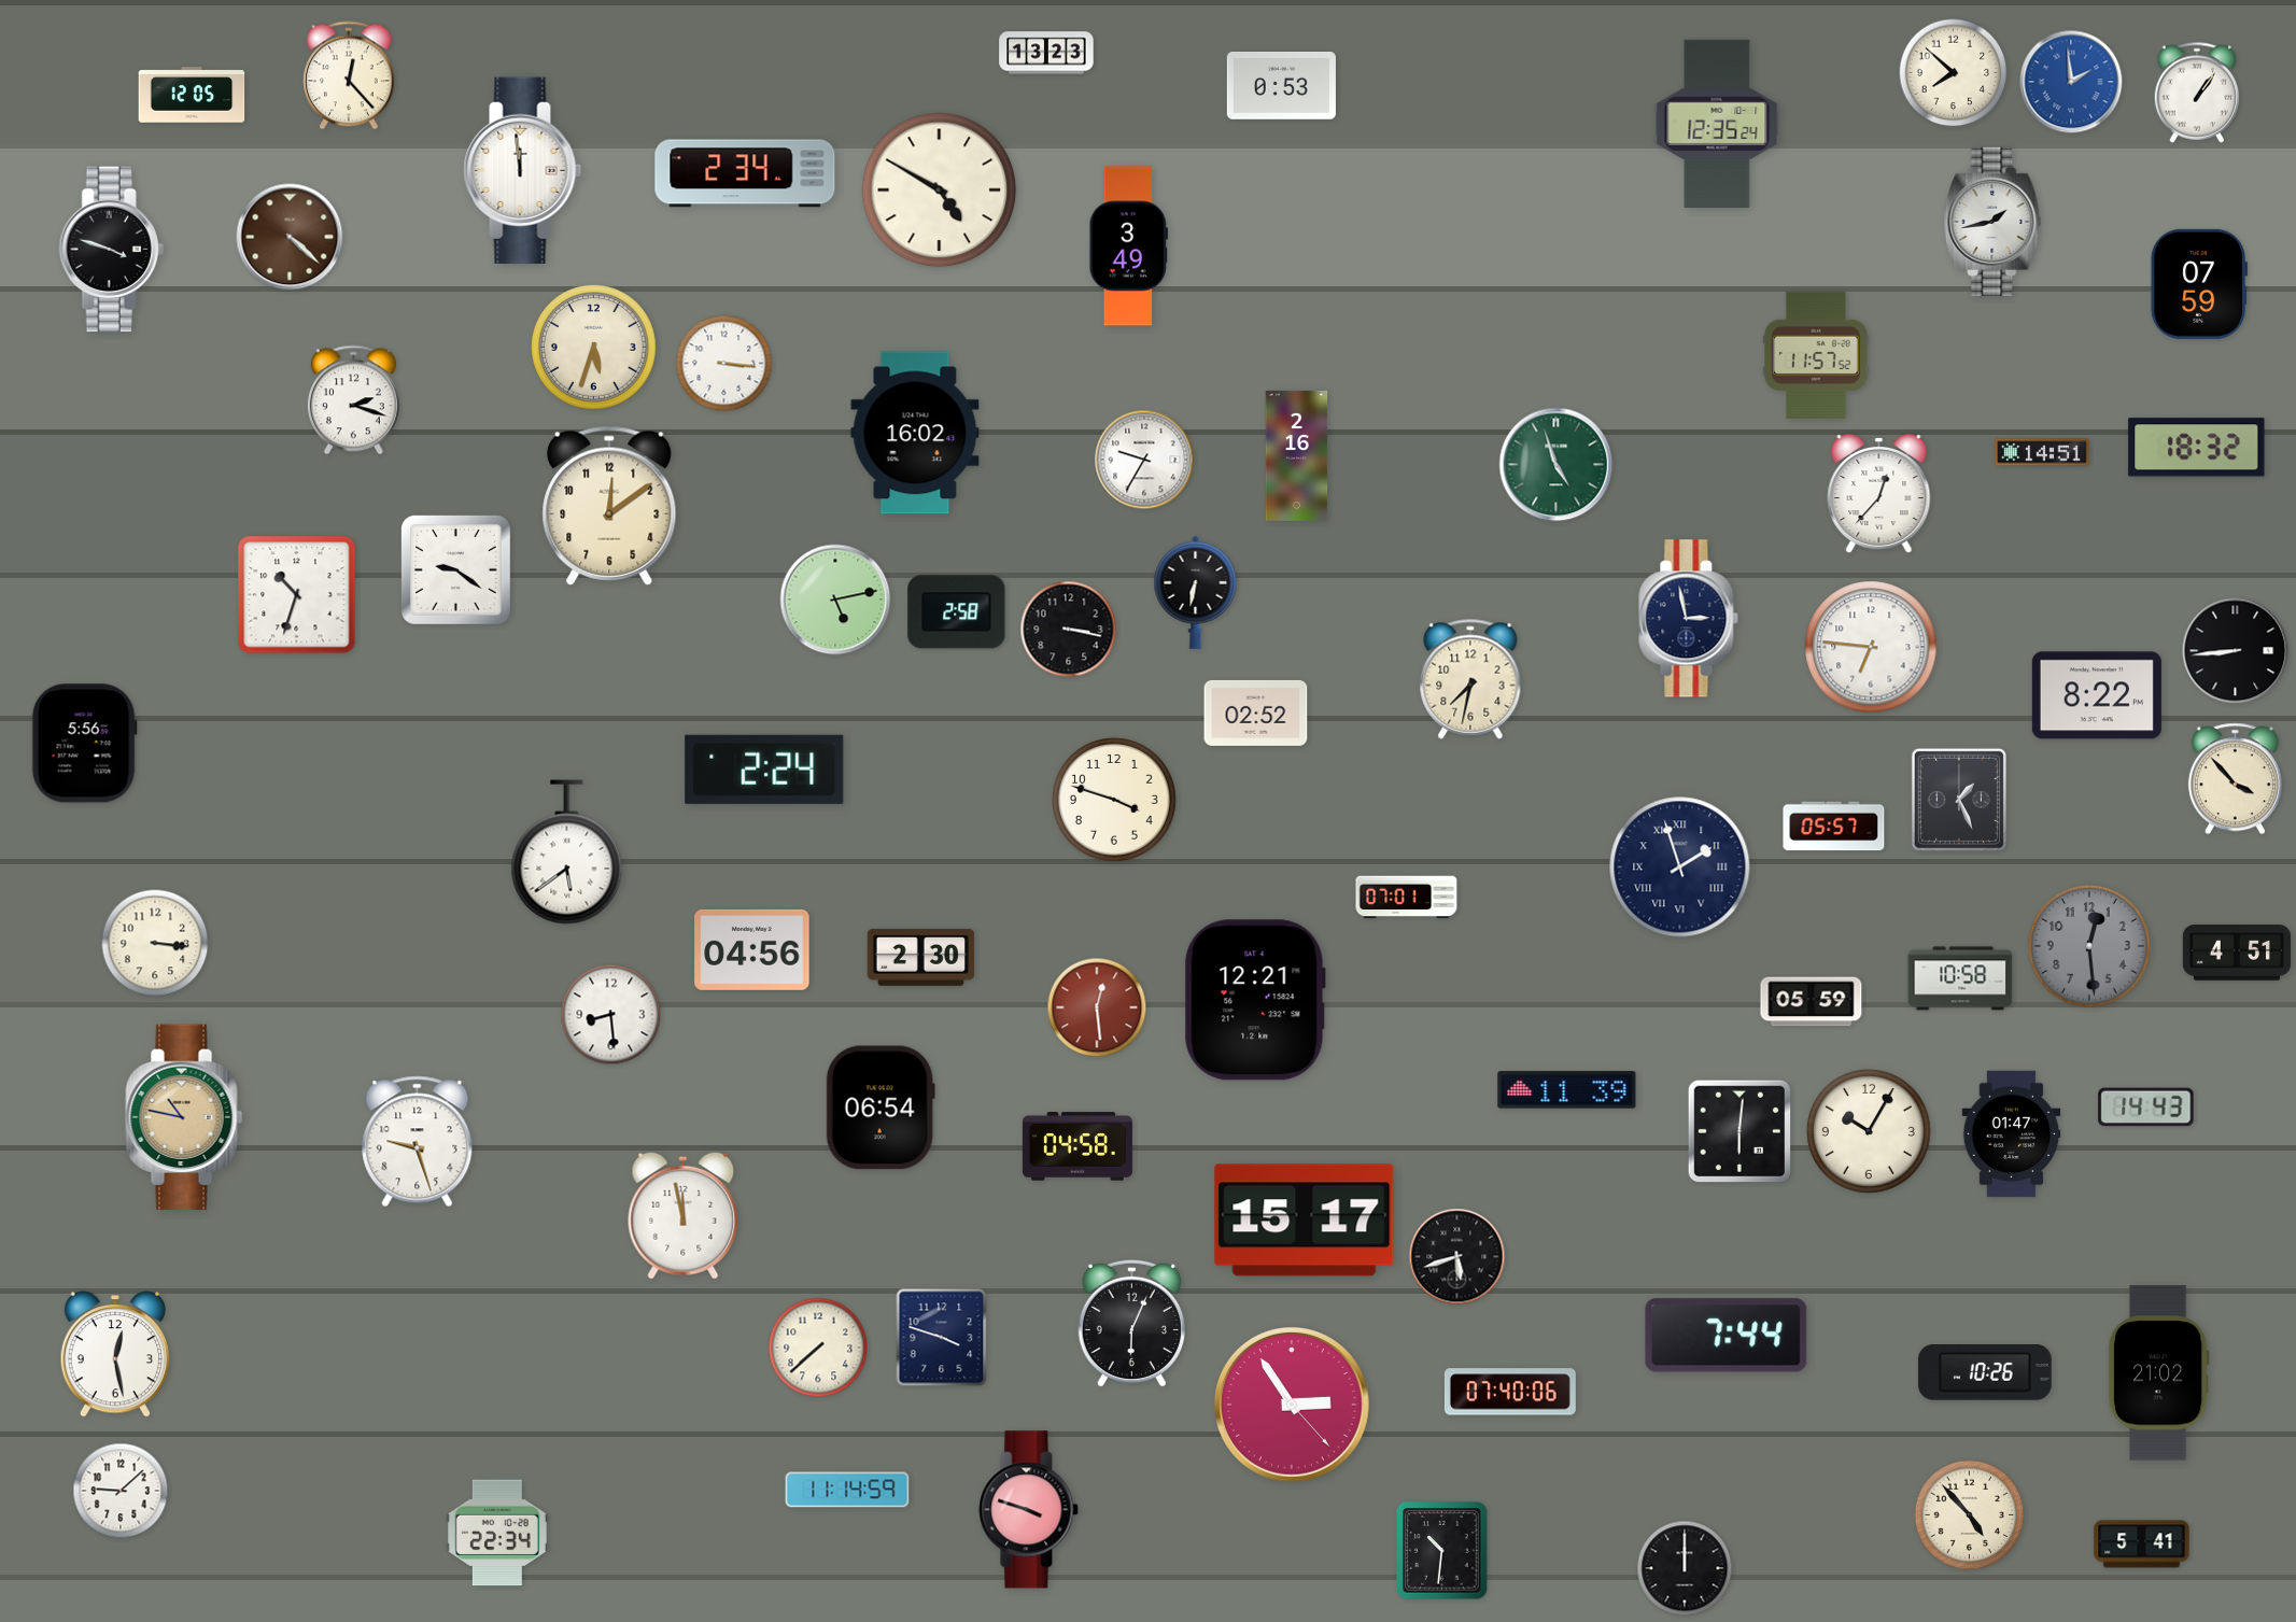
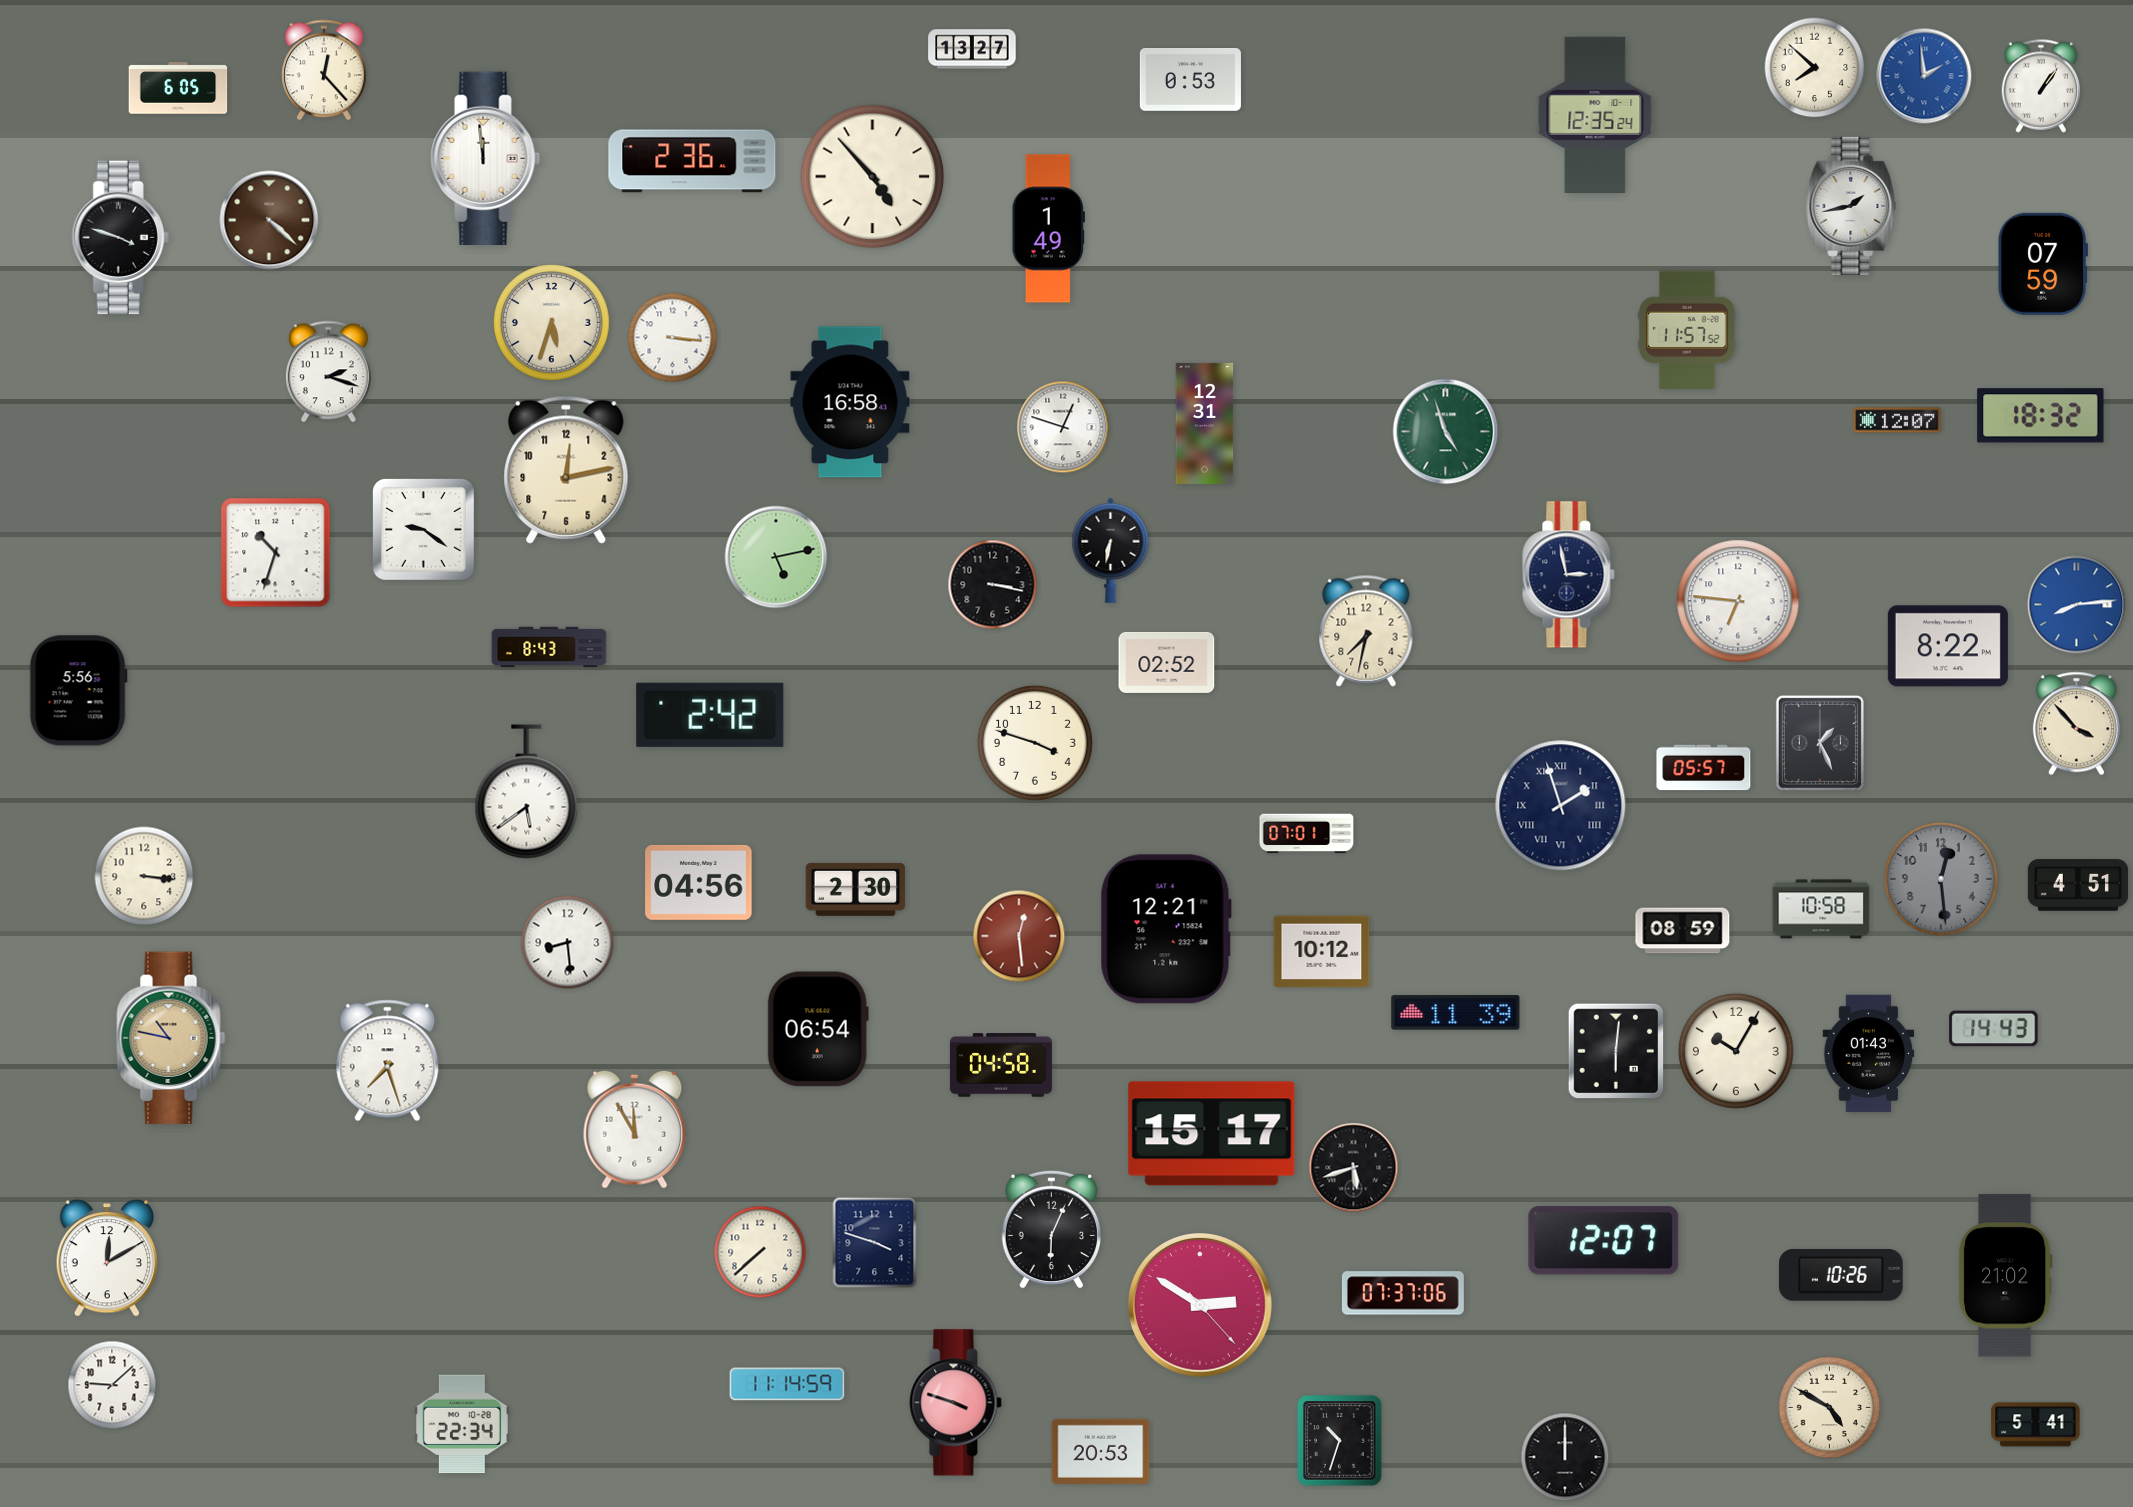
clock at (1046, 53): 13:23 -> 13:27
clock at (192, 95): 12:05 -> 6:05
clock at (745, 173): 2:34 -> 2:36
clock at (940, 191): 4:50 -> 4:53
clock at (1128, 246): 3:49 -> 1:49
clock at (111, 250) position: (111, 250) -> (120, 238)
clock at (915, 433): 16:02 -> 16:58
clock at (2042, 452): 14:51 -> 12:07
clock at (1297, 455): 2:16 -> 12:31
clock at (1144, 460): 9:35 -> 12:48
clock at (1879, 494): 12:37 -> none
clock at (609, 506): 12:09 -> 12:13
clock at (957, 612): 2:58 -> none
clock at (2236, 651): 8:44 -> 8:14
clock at (2236, 651) dial: black -> blue
clock at (549, 647): none -> 8:43
clock at (764, 770): 2:24 -> 2:42
clock at (1812, 1002): 05:59 -> 08:59
clock at (1322, 952): none -> 10:12
clock at (2012, 1134): 01:47 -> 01:43
clock at (418, 1142): 9:27 -> 7:27
clock at (684, 1215): 11:58 -> 11:55
clock at (1727, 1336): 7:44 -> 12:07
clock at (115, 1354): 12:28 -> 12:10
clock at (1986, 1373) position: (1986, 1373) -> (1842, 1276)
clock at (1510, 1392): 07:40 -> 07:37
clock at (1292, 1406): 2:54 -> 2:50
clock at (1970, 1515): 4:53 -> 4:50
clock at (2142, 1545) position: (2142, 1545) -> (2036, 1425)
clock at (1442, 1551): 10:31 -> 10:33
clock at (1101, 1451): none -> 20:53
